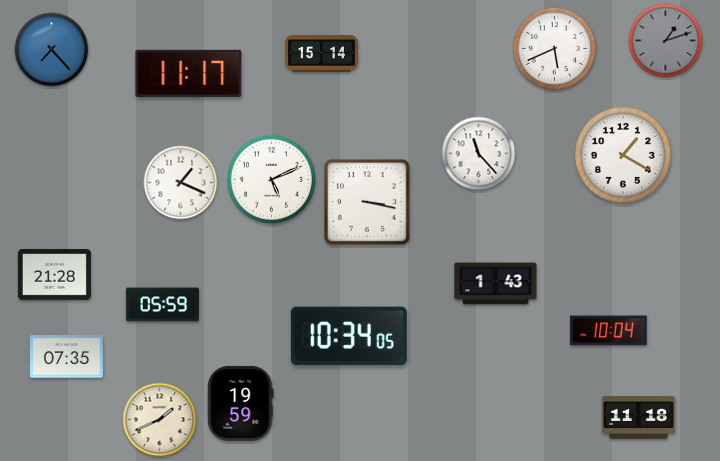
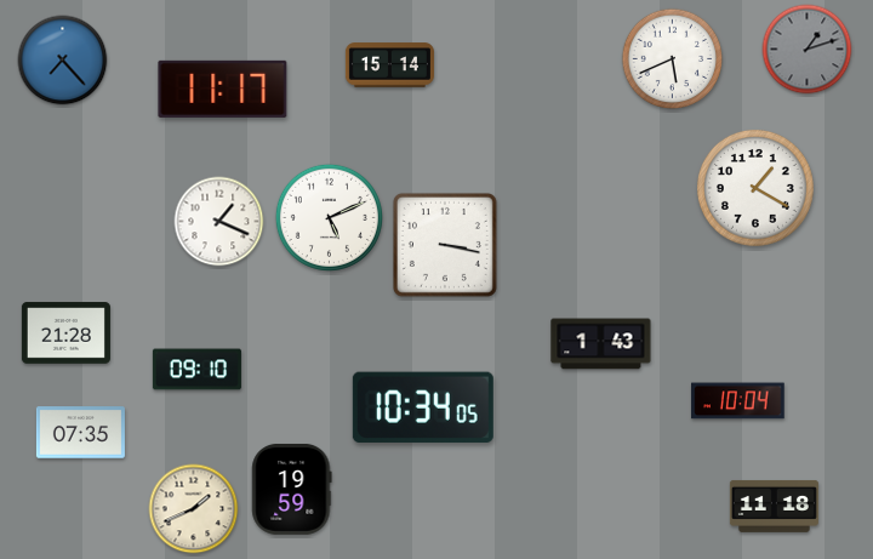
clock at (189, 73) position: (189, 73) -> (223, 89)
clock at (479, 154): 11:23 -> none
clock at (162, 305): 05:59 -> 09:10
